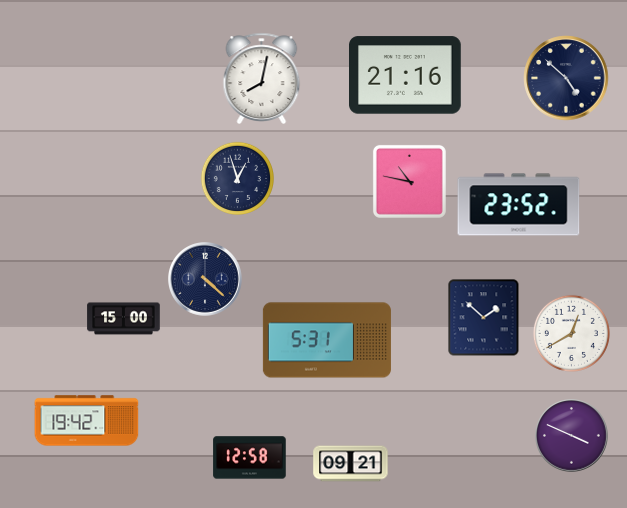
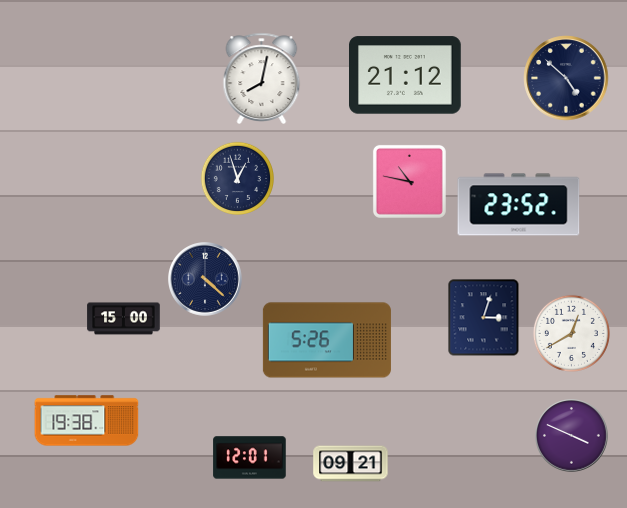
clock at (406, 75): 21:16 -> 21:12
clock at (484, 318): 1:52 -> 3:03
clock at (327, 340): 5:31 -> 5:26
clock at (87, 421): 19:42 -> 19:38
clock at (250, 458): 12:58 -> 12:01
